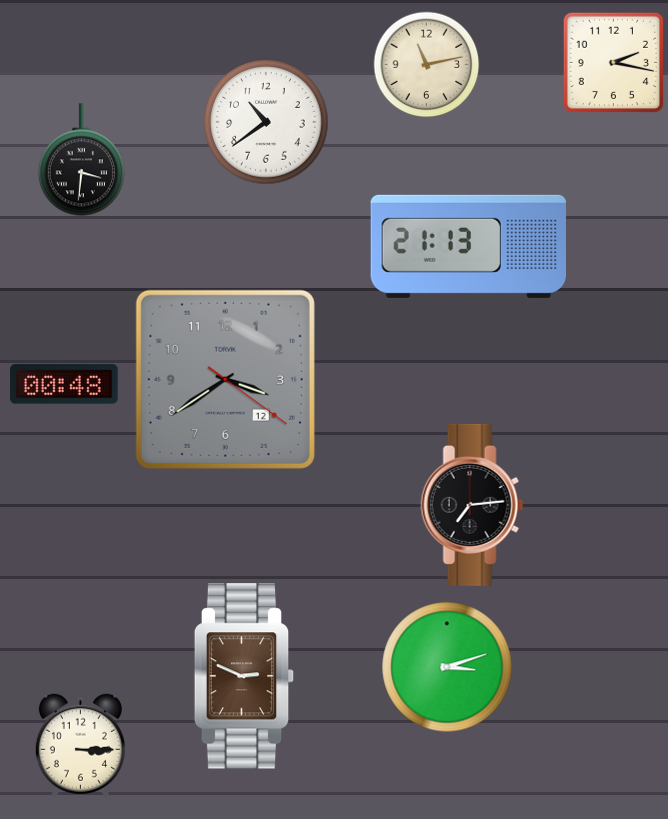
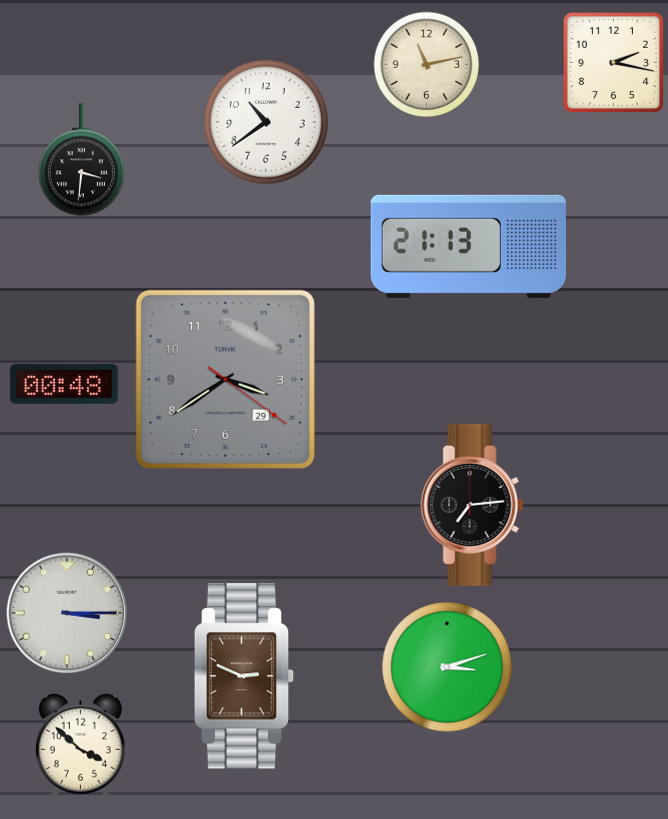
clock at (225, 379) date: 12 -> 29
clock at (67, 613): none -> 3:15
clock at (80, 746): 3:15 -> 3:52
